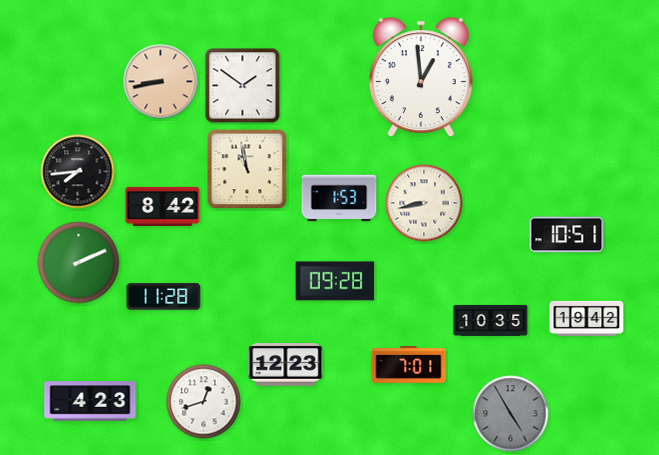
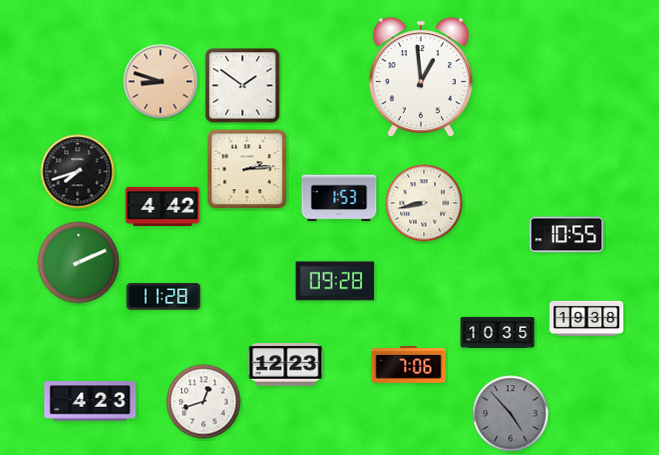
clock at (161, 82): 8:43 -> 8:48
clock at (247, 169): 10:58 -> 2:14
clock at (78, 172): 7:44 -> 7:42
clock at (163, 206): 8:42 -> 4:42
clock at (567, 235): 10:51 -> 10:55
clock at (587, 318): 19:42 -> 19:38
clock at (491, 320) position: (491, 320) -> (498, 332)
clock at (409, 365): 7:01 -> 7:06
clock at (511, 414): 4:55 -> 4:53
